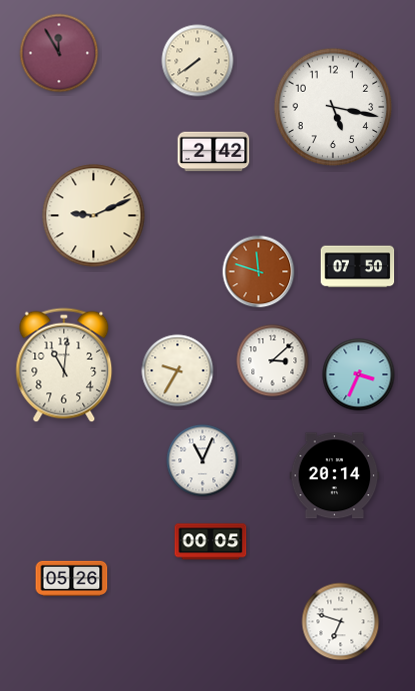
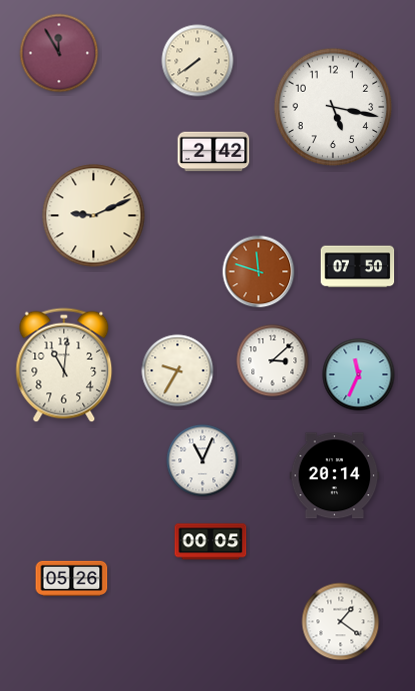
clock at (359, 375): 3:34 -> 11:34
clock at (341, 622): 6:48 -> 1:21
